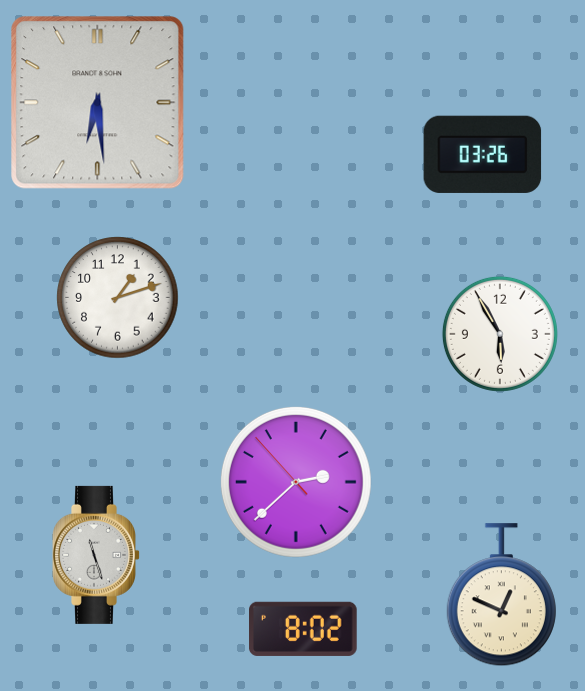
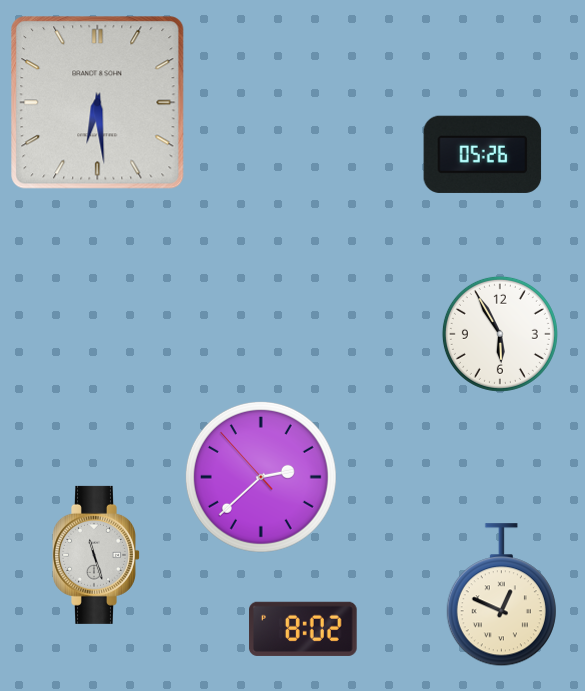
clock at (483, 154): 03:26 -> 05:26
clock at (118, 298): 1:12 -> none
clock at (296, 482) position: (296, 482) -> (261, 477)
